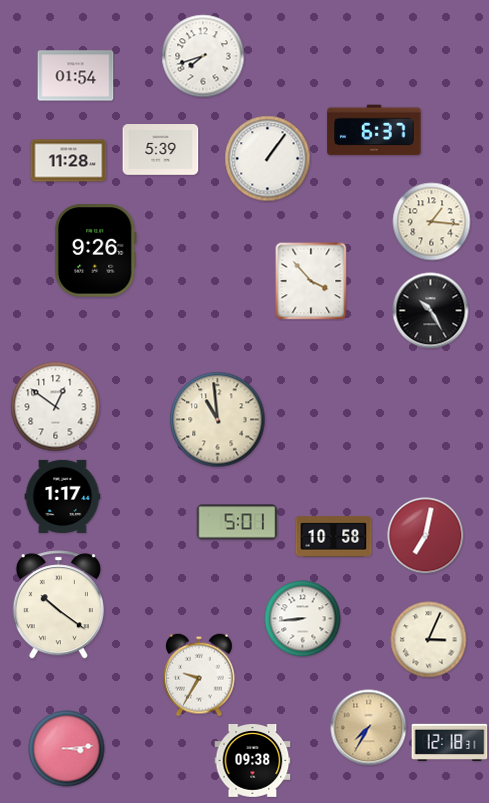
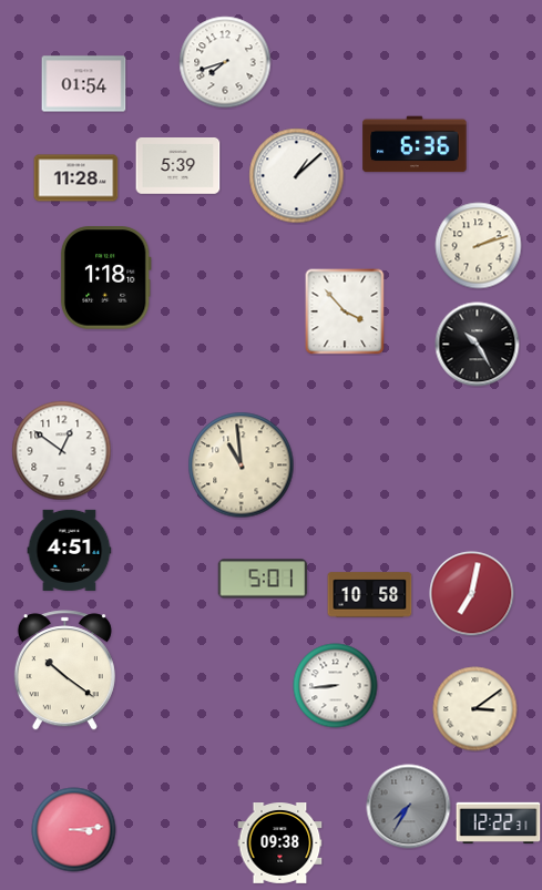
clock at (374, 130): 6:37 -> 6:36
clock at (268, 159): 1:06 -> 1:08
clock at (432, 222): 1:16 -> 2:12
clock at (95, 251): 9:26 -> 1:18
clock at (63, 496): 1:17 -> 4:51
clock at (429, 640): 3:04 -> 3:09
clock at (199, 675): 9:35 -> none
clock at (369, 728) dial: champagne -> grey
clock at (450, 743): 12:18 -> 12:22
